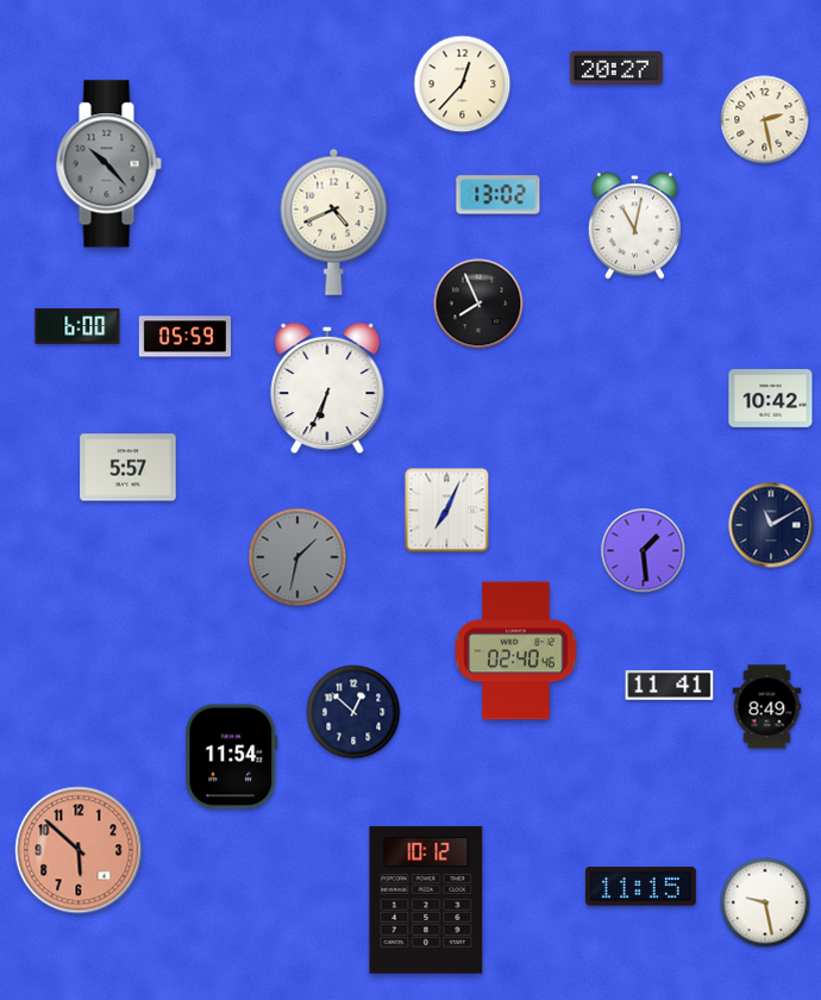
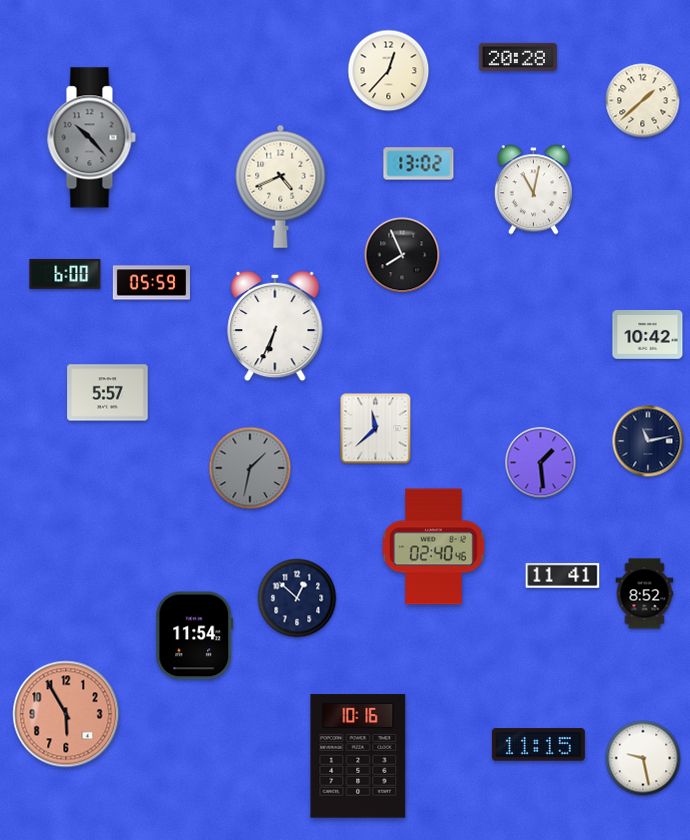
clock at (616, 68): 20:27 -> 20:28
clock at (765, 120): 2:28 -> 1:38
clock at (184, 337) position: (184, 337) -> (151, 283)
clock at (447, 511): 7:04 -> 11:38
clock at (771, 525): 11:10 -> 11:13
clock at (767, 707): 8:49 -> 8:52
clock at (79, 850): 5:52 -> 5:55
clock at (426, 900): 10:12 -> 10:16
